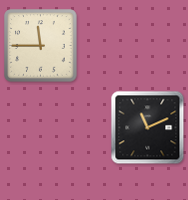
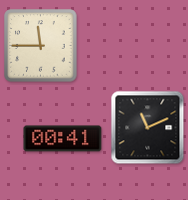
clock at (63, 139): none -> 00:41
